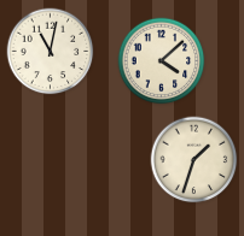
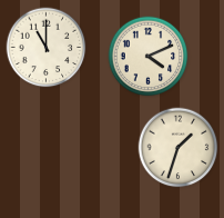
clock at (51, 52): 11:02 -> 11:00
clock at (162, 61): 4:08 -> 4:11
